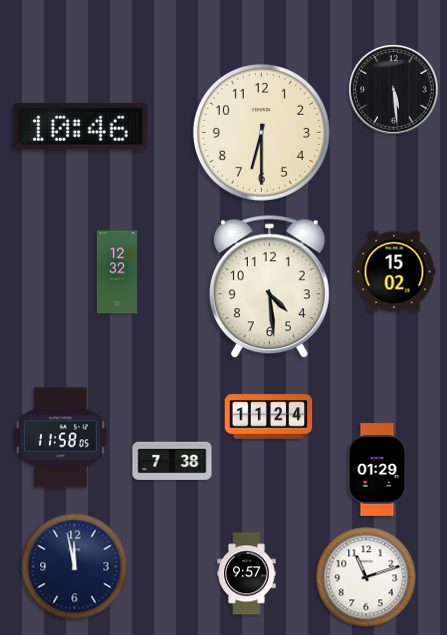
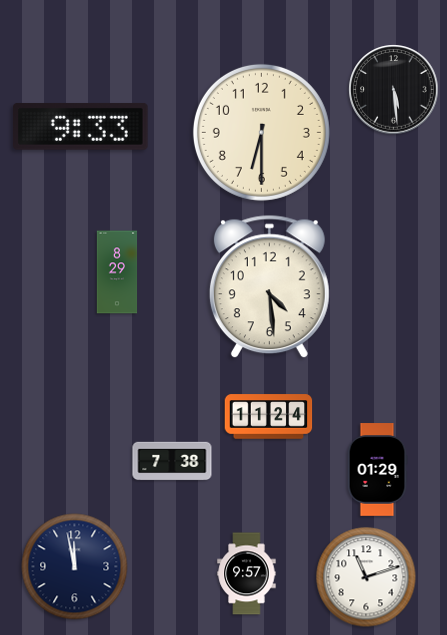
clock at (81, 127): 10:46 -> 9:33
clock at (117, 272): 12:32 -> 8:29
clock at (394, 272): 15:02 -> none
clock at (61, 438): 11:58 -> none
